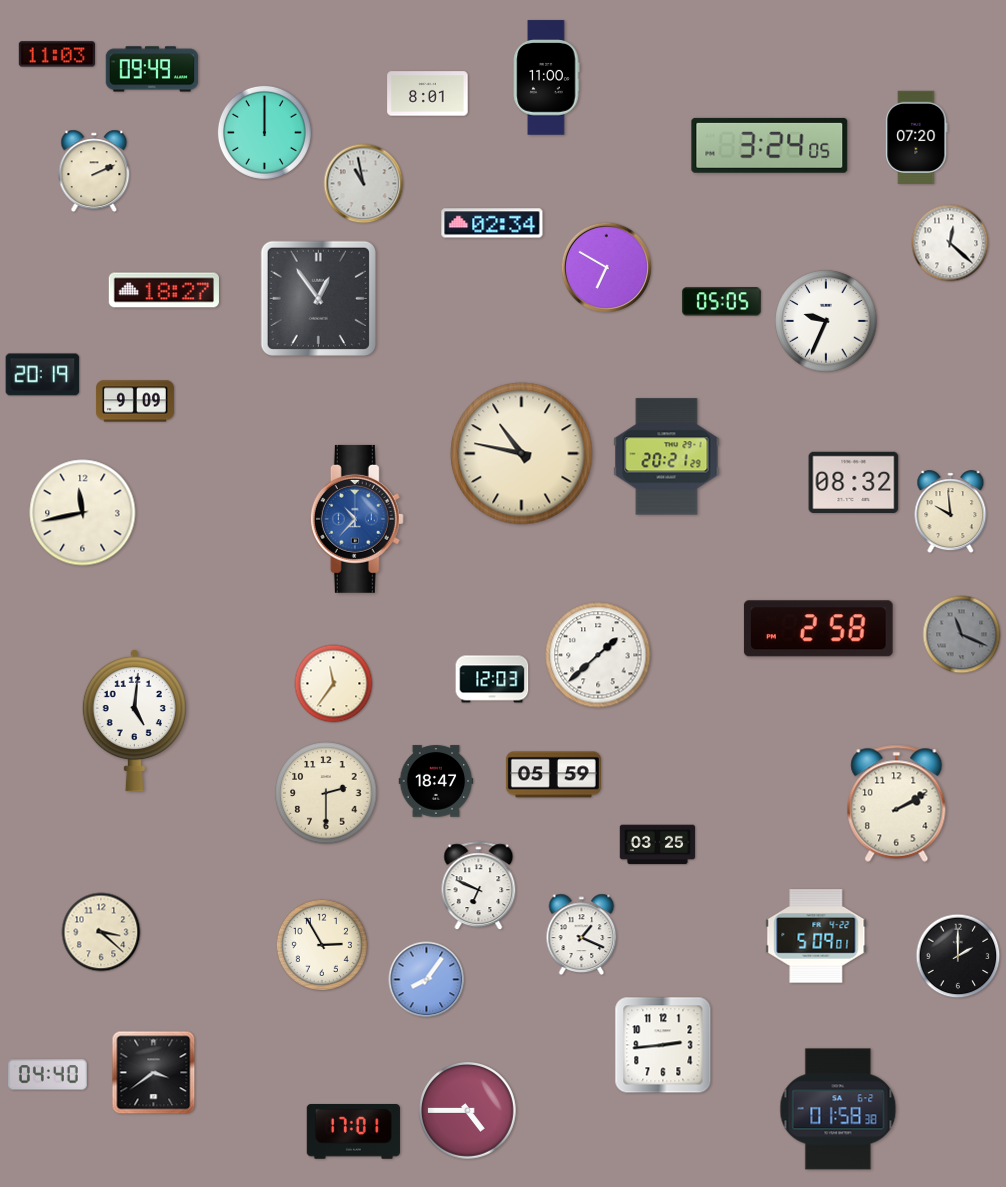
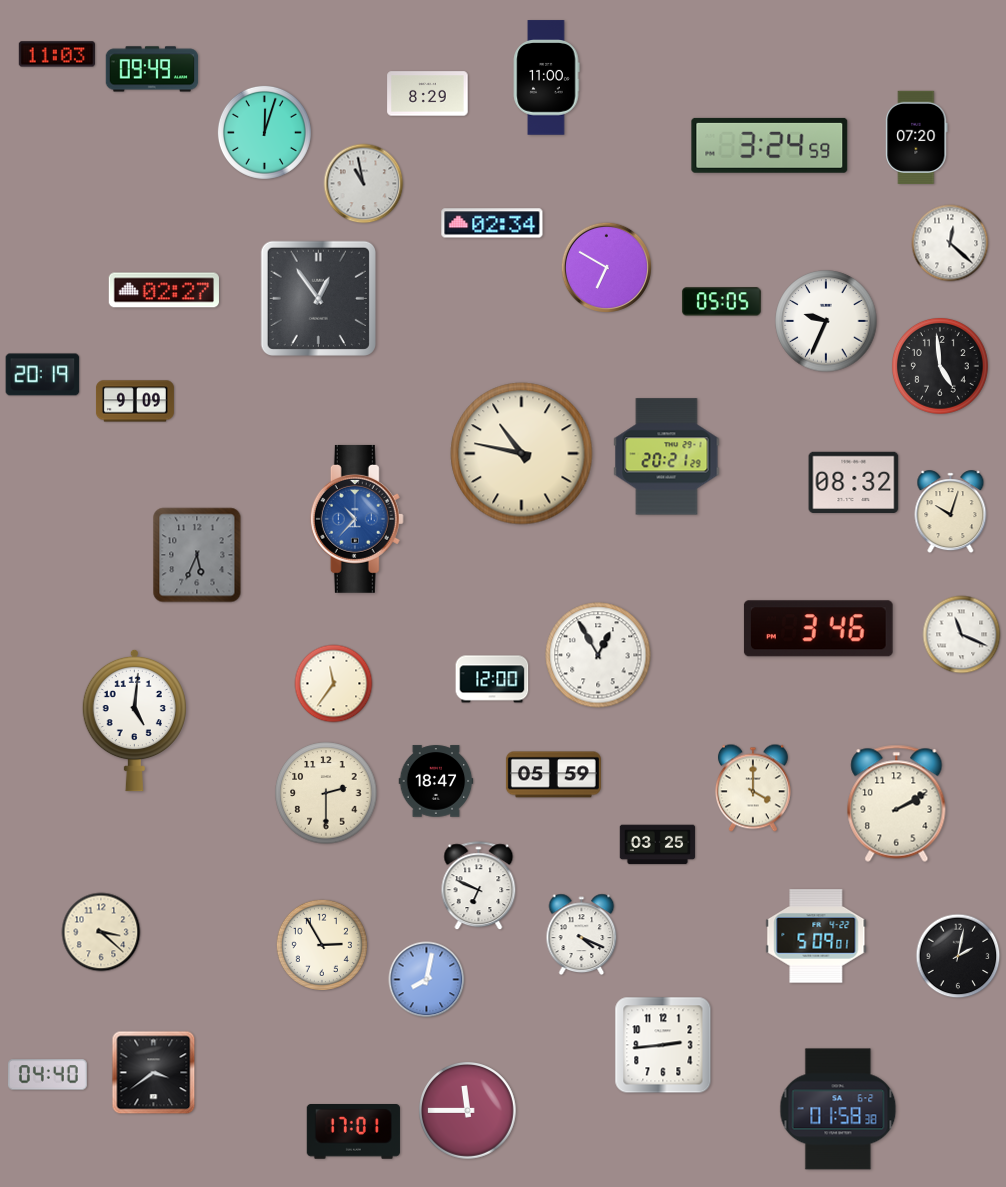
clock at (428, 94): 8:01 -> 8:29
clock at (264, 132): 12:00 -> 12:03
clock at (770, 145): 3:24:05 -> 3:24:59
clock at (94, 171): 2:11 -> none
clock at (164, 290): 18:27 -> 02:27
clock at (941, 367): none -> 4:59
clock at (951, 512): 9:59 -> 10:03
clock at (83, 513): 11:43 -> none
clock at (197, 555): none -> 5:34
clock at (818, 629): 2:58 -> 3:46
clock at (962, 635) dial: grey -> white
clock at (598, 655): 1:38 -> 12:55
clock at (492, 679): 12:03 -> 12:00
clock at (753, 788): none -> 4:00
clock at (582, 935): 1:19 -> 4:19
clock at (958, 956): 2:00 -> 2:02
clock at (427, 980): 8:06 -> 8:02
clock at (468, 1111): 4:45 -> 11:45
